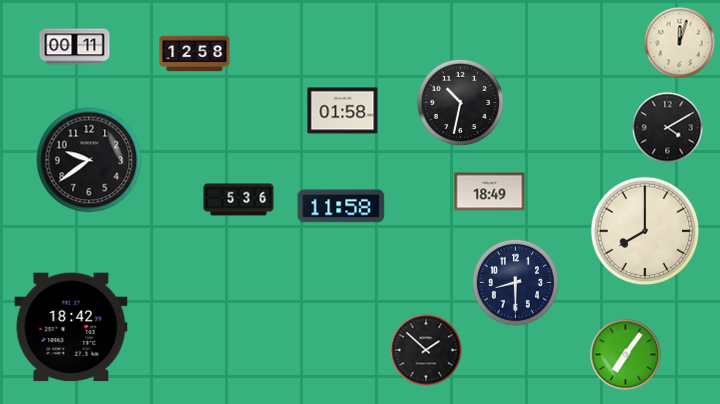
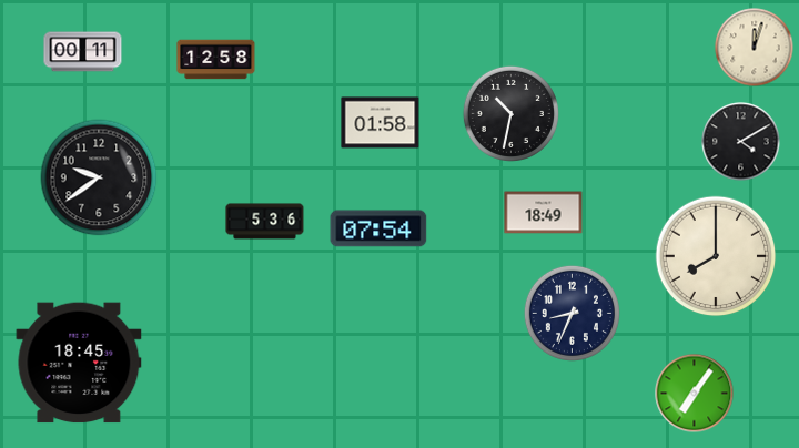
clock at (341, 206): 11:58 -> 07:54
clock at (515, 282): 8:30 -> 8:34
clock at (71, 327): 18:42 -> 18:45
clock at (426, 350): 1:52 -> none
